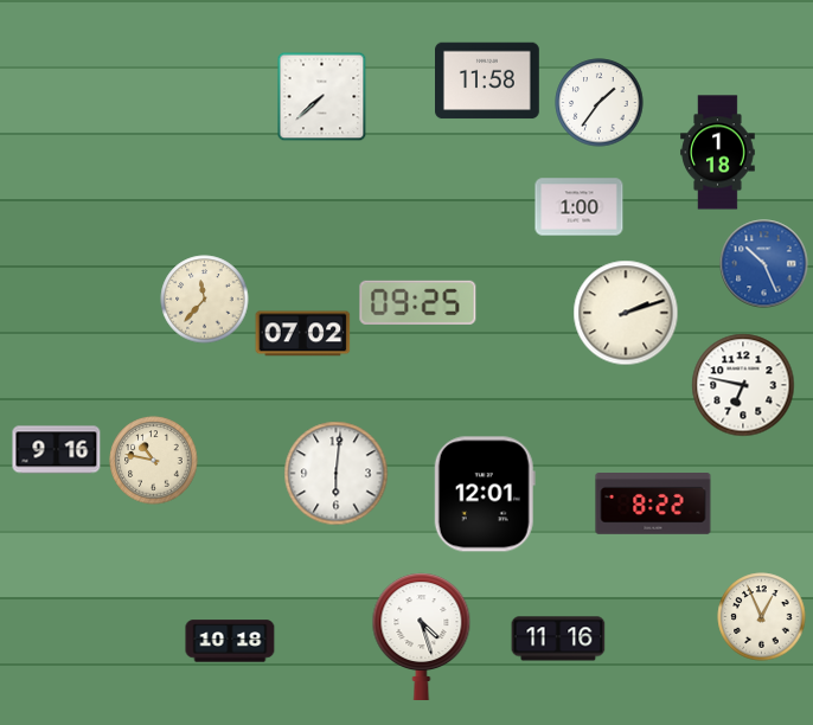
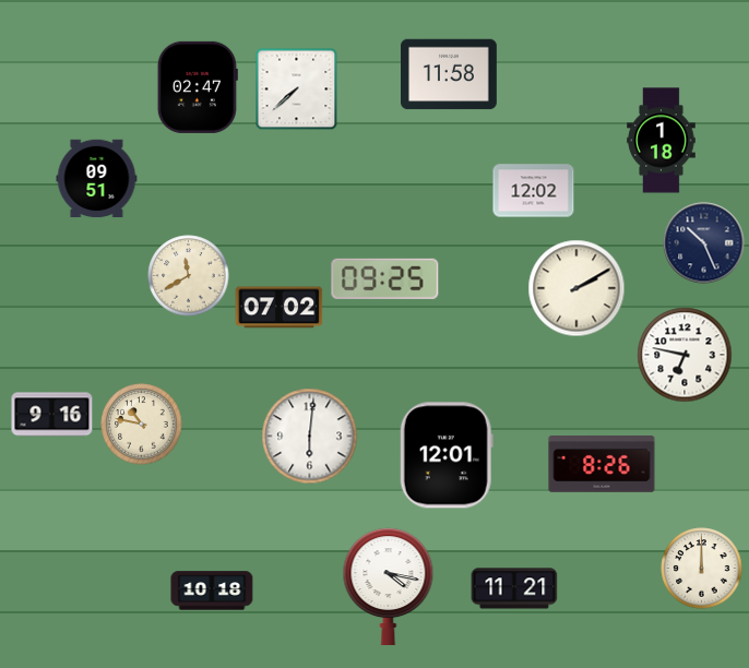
clock at (198, 87): none -> 02:47
clock at (600, 103): 1:36 -> none
clock at (97, 179): none -> 09:51
clock at (580, 207): 1:00 -> 12:02
clock at (764, 264) dial: blue -> navy
clock at (205, 300): 11:37 -> 11:40
clock at (626, 313): 2:12 -> 2:10
clock at (653, 505): 8:22 -> 8:26
clock at (762, 617): 12:56 -> 12:00
clock at (422, 636): 4:27 -> 4:17
clock at (558, 639): 11:16 -> 11:21
